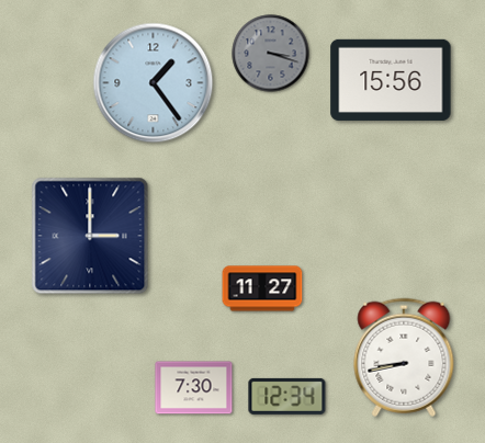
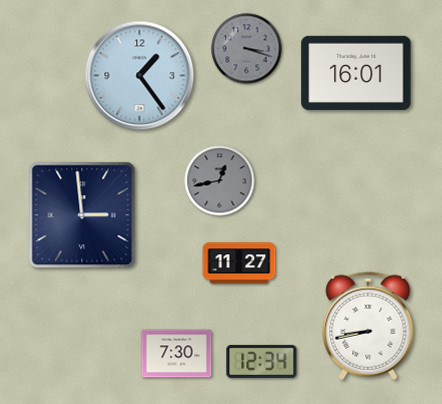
clock at (391, 80): 15:56 -> 16:01
clock at (220, 181): none -> 12:43
clock at (90, 236): 3:00 -> 2:59
